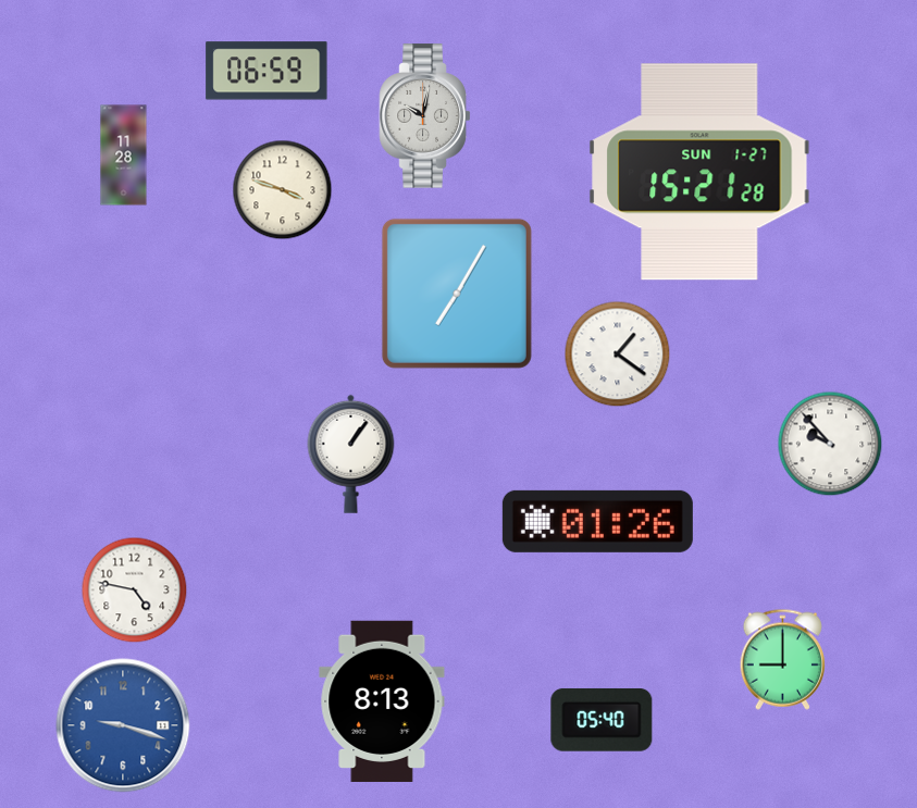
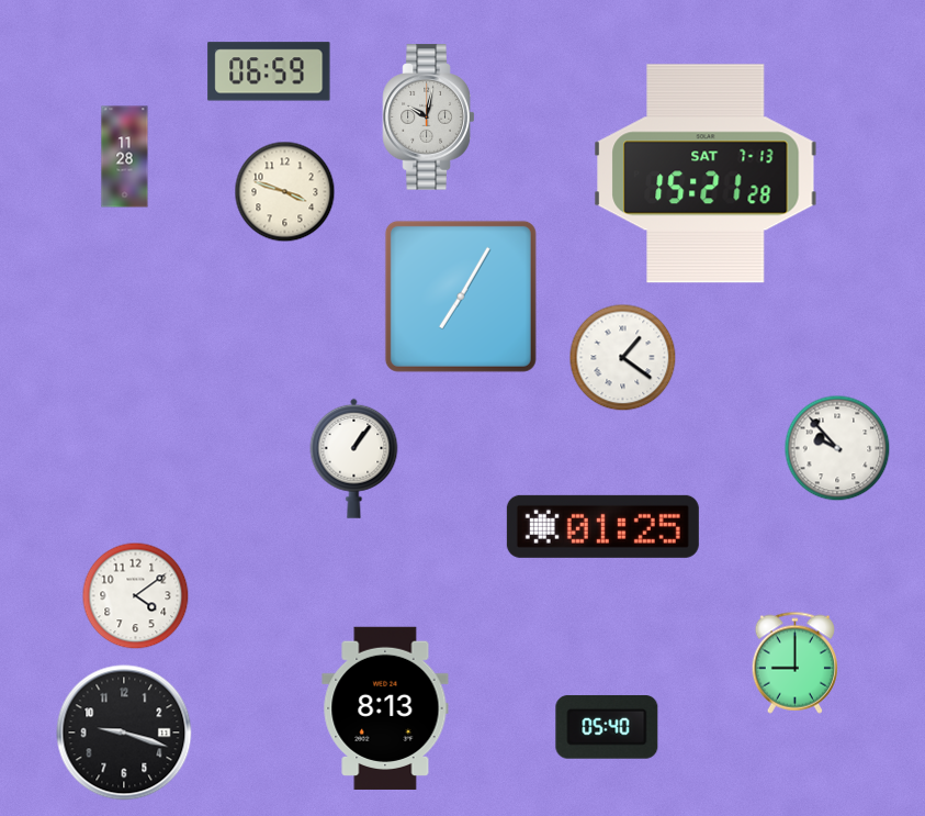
clock at (699, 172) date: SUN 1-27 -> SAT 7-13
clock at (597, 521): 01:26 -> 01:25
clock at (135, 591): 4:47 -> 4:09
clock at (782, 659) position: (782, 659) -> (794, 662)
clock at (123, 725) dial: blue -> black
